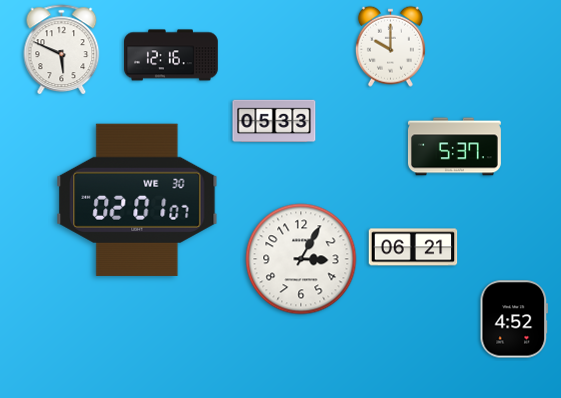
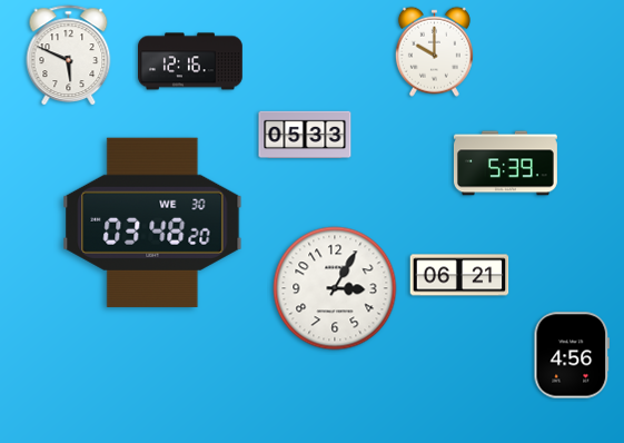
clock at (454, 147): 5:37 -> 5:39
clock at (137, 200): 02:01 -> 03:48
clock at (514, 319): 4:52 -> 4:56
